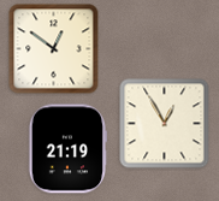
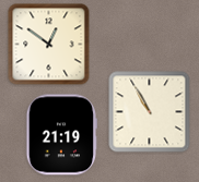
clock at (165, 124): 12:55 -> 10:55
